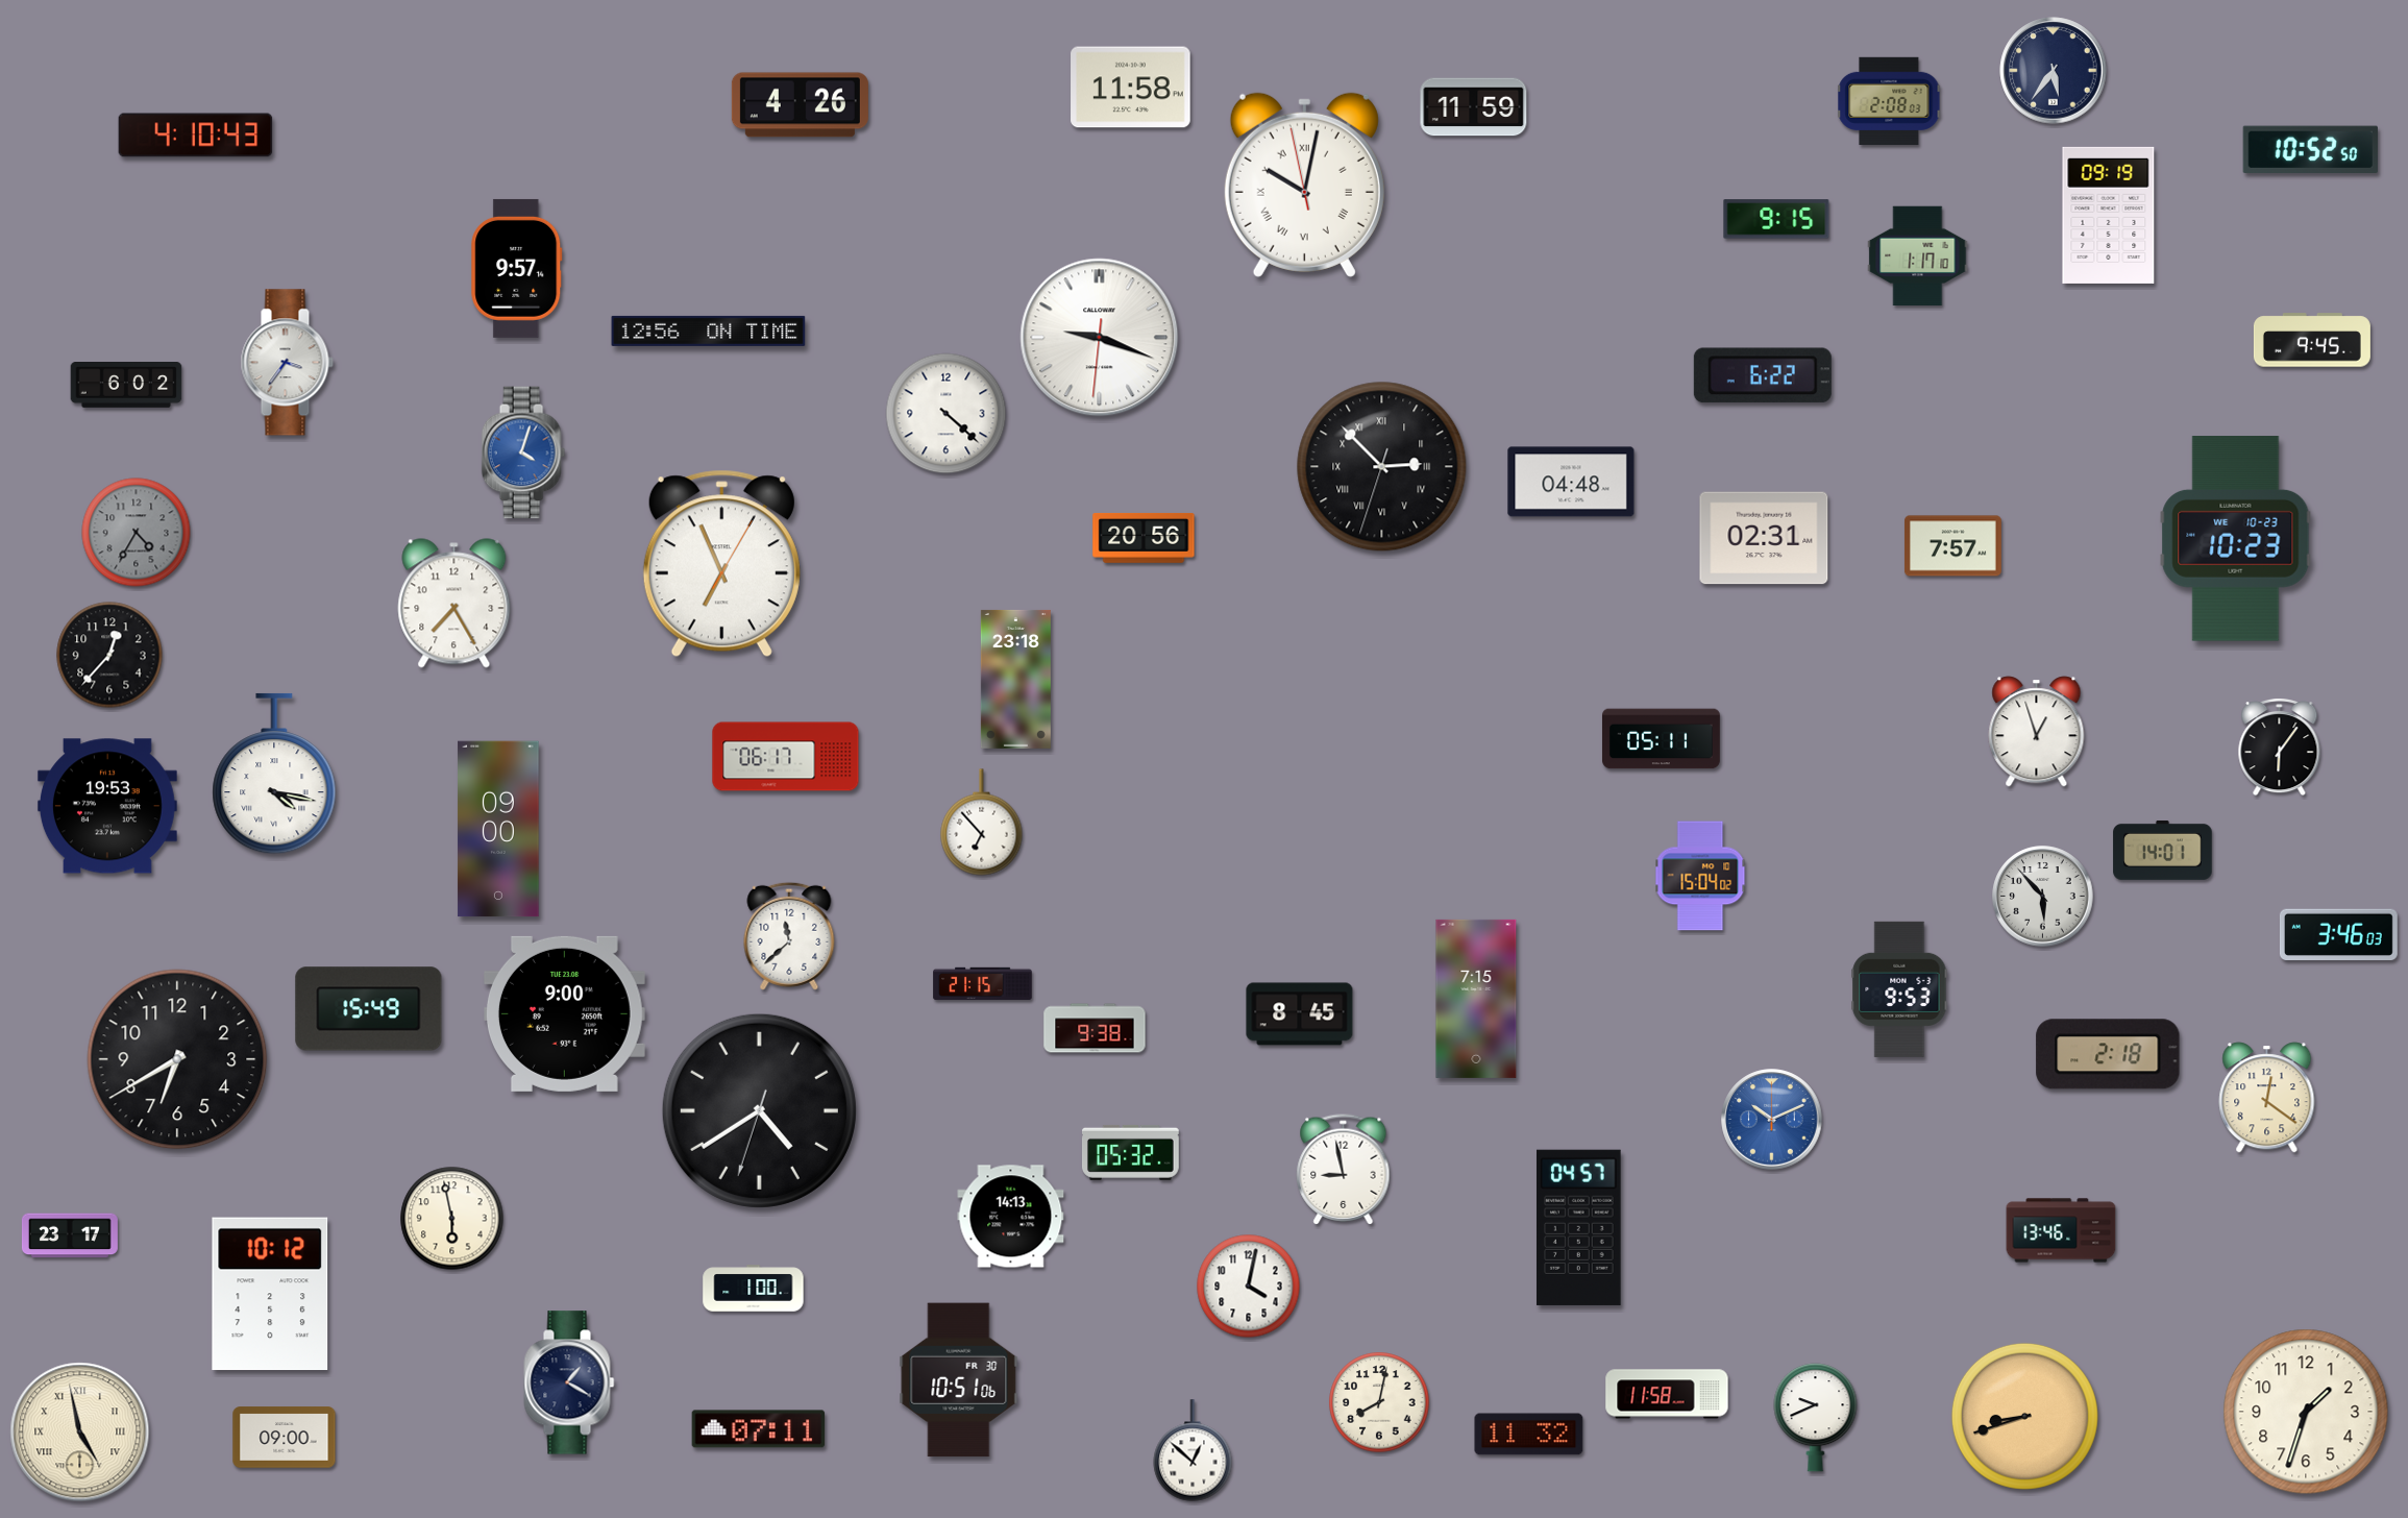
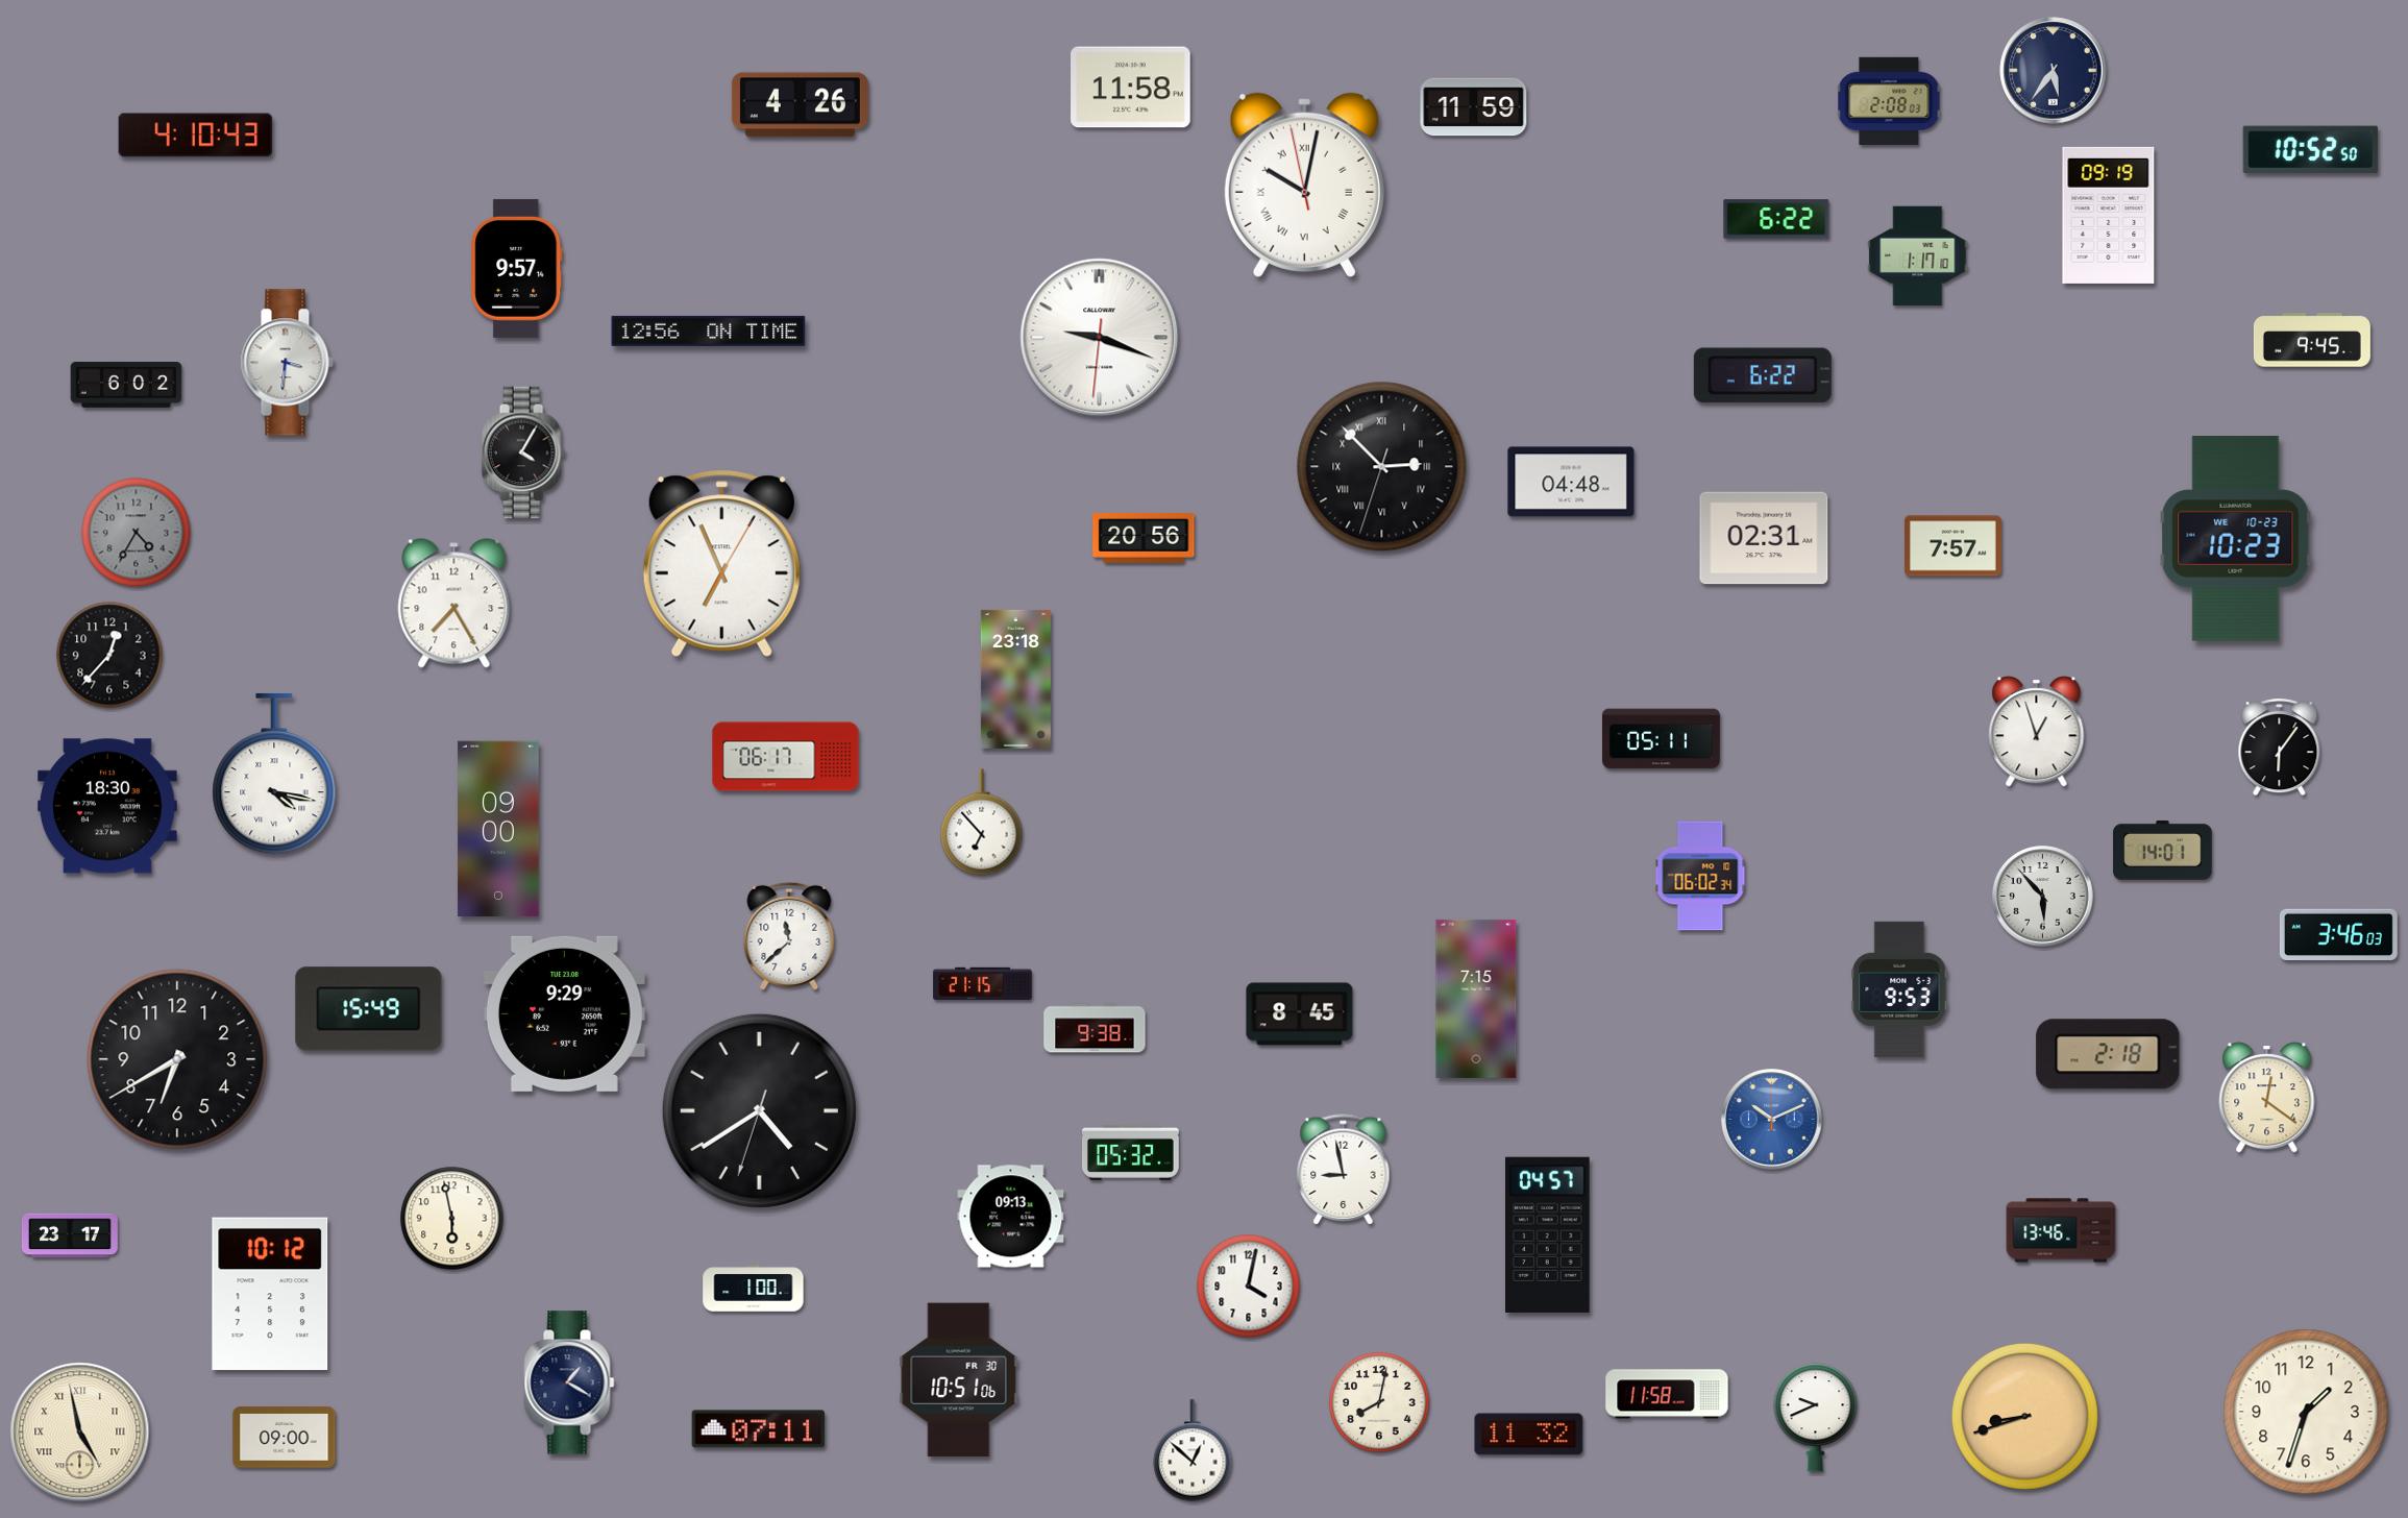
clock at (1776, 219): 9:15 -> 6:22
clock at (287, 363): 3:36 -> 3:31
clock at (947, 414): 4:22 -> none
clock at (523, 452): 4:03 -> 4:05
clock at (523, 452) dial: blue -> black
clock at (107, 806): 19:53 -> 18:30
clock at (1700, 876): 15:04 -> 06:02
clock at (564, 1013): 9:00 -> 9:29
clock at (1011, 1217): 14:13 -> 09:13
clock at (1579, 1227) position: (1579, 1227) -> (1548, 1234)
